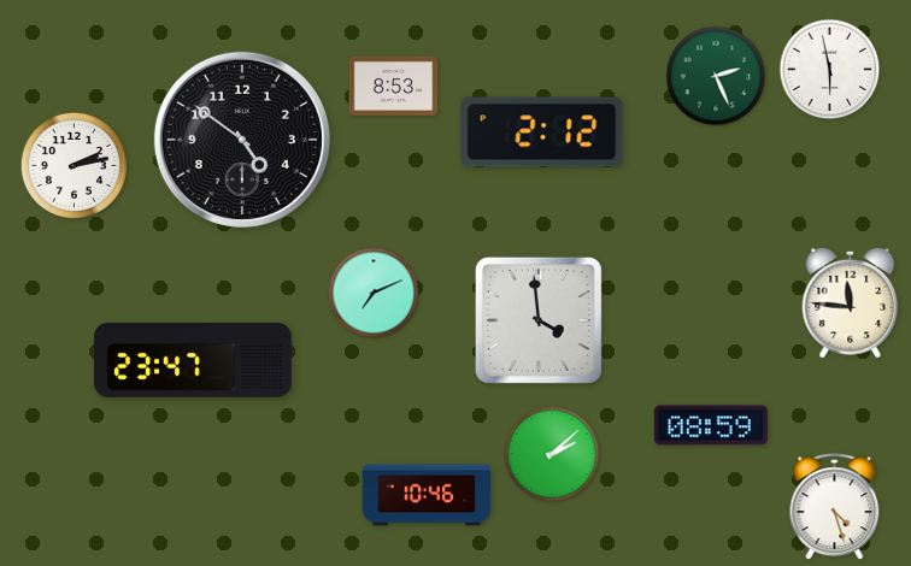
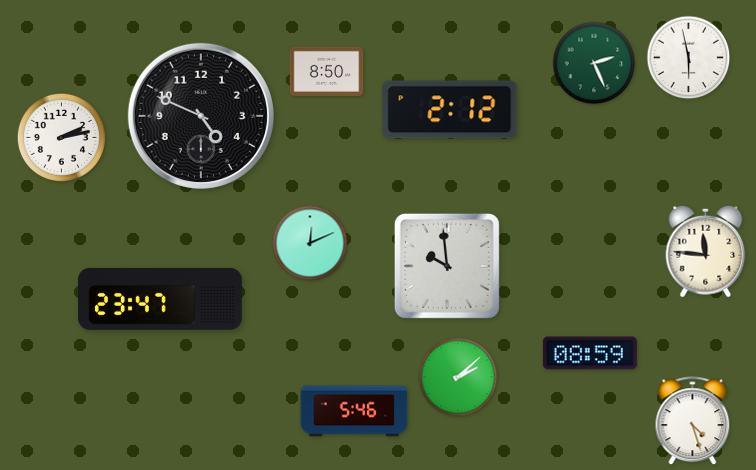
clock at (394, 86): 8:53 -> 8:50
clock at (242, 140): 4:51 -> 4:49
clock at (374, 293): 7:11 -> 12:11
clock at (539, 320): 3:59 -> 9:59
clock at (427, 495): 10:46 -> 5:46
